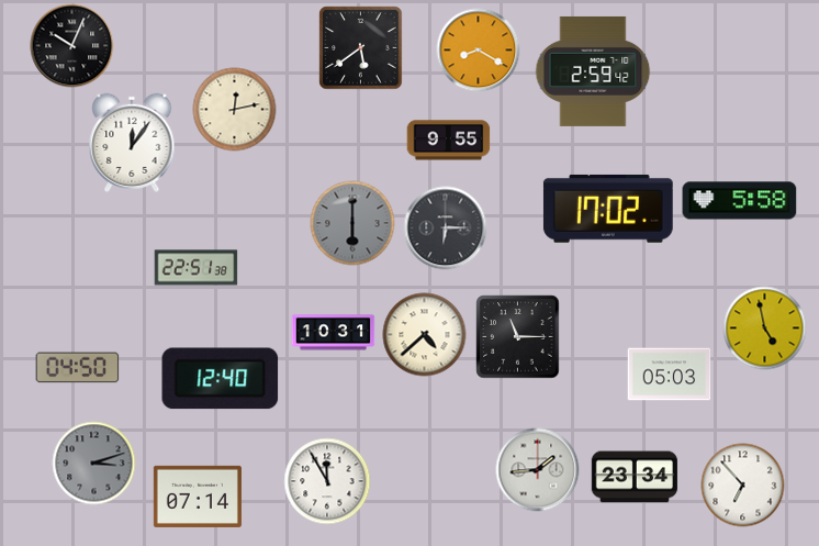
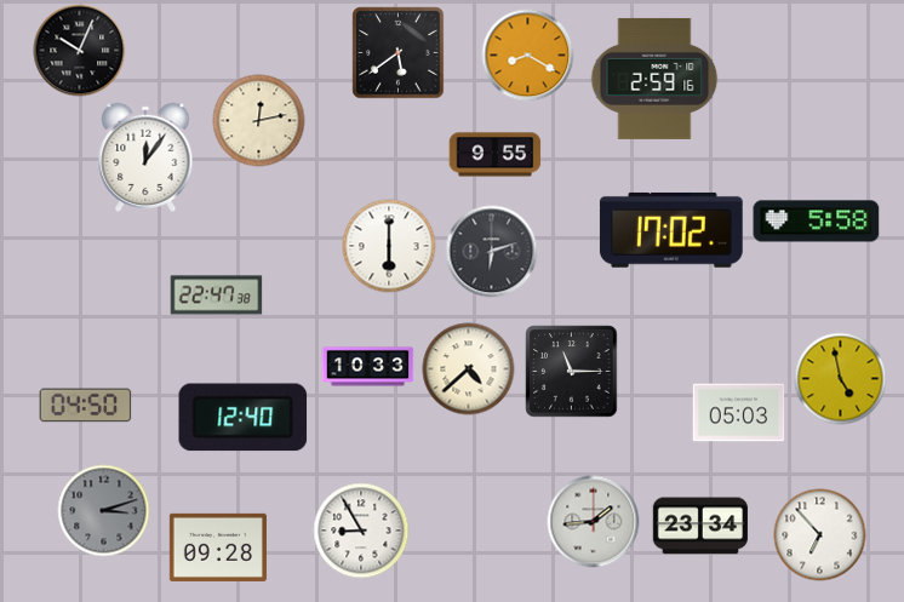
clock at (593, 71): 2:59:42 -> 2:59:16
clock at (352, 223) dial: grey -> white
clock at (446, 229): 6:15 -> 6:12
clock at (197, 268): 22:51 -> 22:47
clock at (765, 328) position: (765, 328) -> (841, 379)
clock at (334, 333): 10:31 -> 10:33
clock at (538, 470) position: (538, 470) -> (594, 522)
clock at (327, 481): 11:55 -> 8:55
clock at (198, 497): 07:14 -> 09:28
